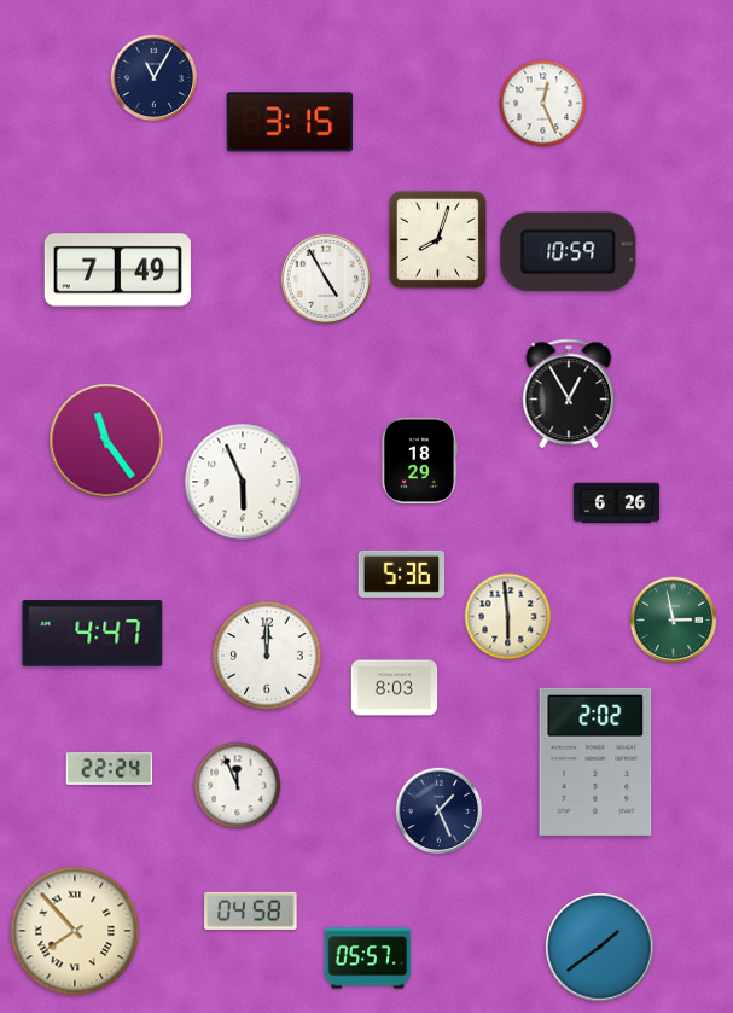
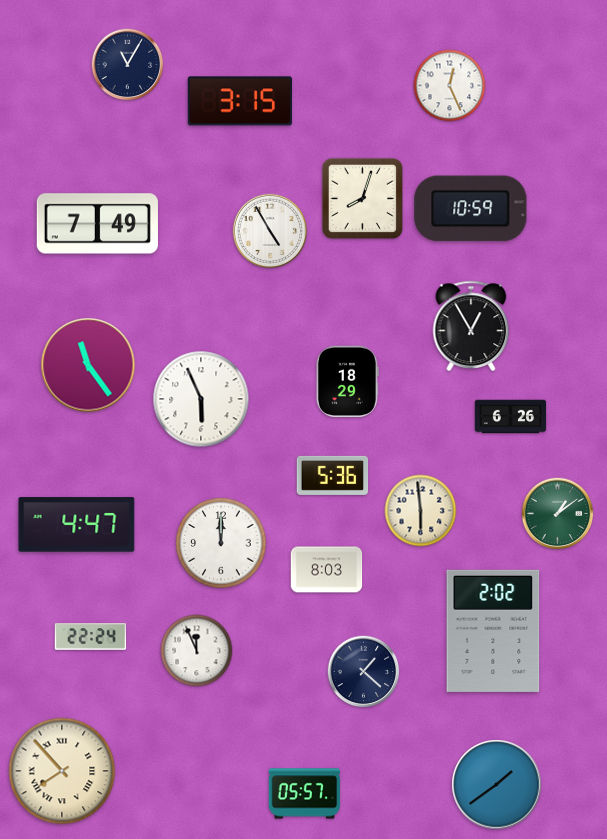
clock at (674, 621): 2:58 -> 1:09
clock at (440, 811): 1:26 -> 1:22
clock at (251, 910): 04:58 -> none
